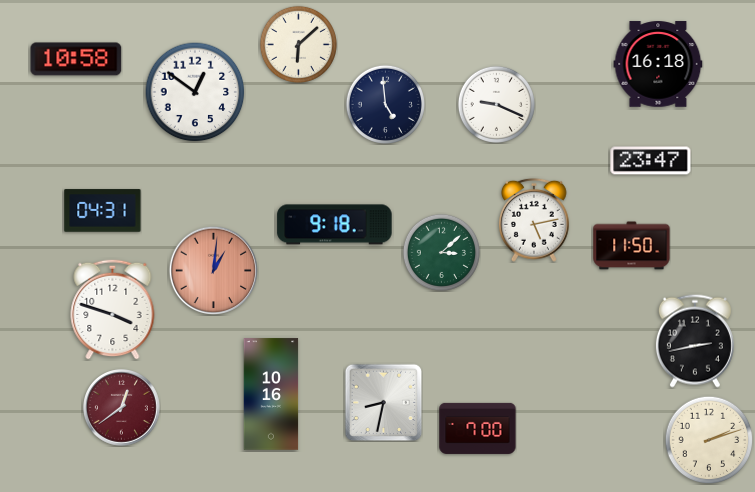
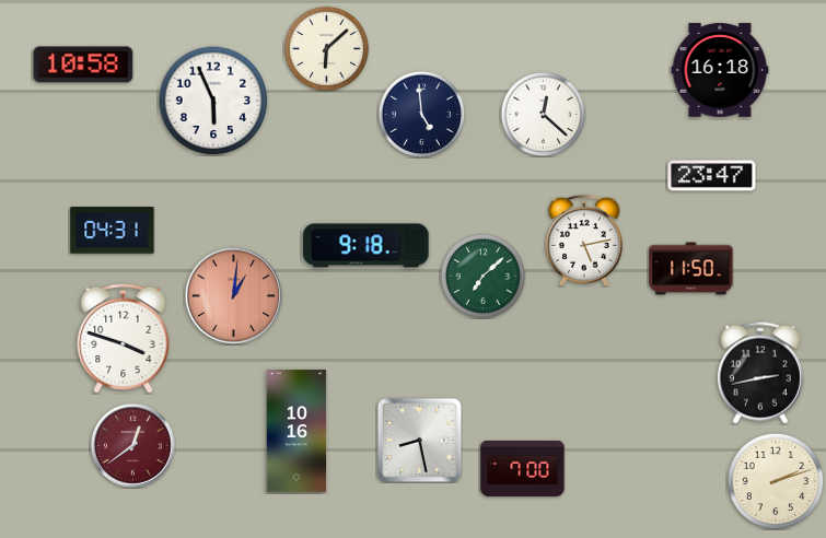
clock at (195, 92): 12:51 -> 5:56
clock at (496, 104): 9:19 -> 12:22
clock at (441, 252): 3:08 -> 7:08
clock at (383, 402): 8:32 -> 8:28
